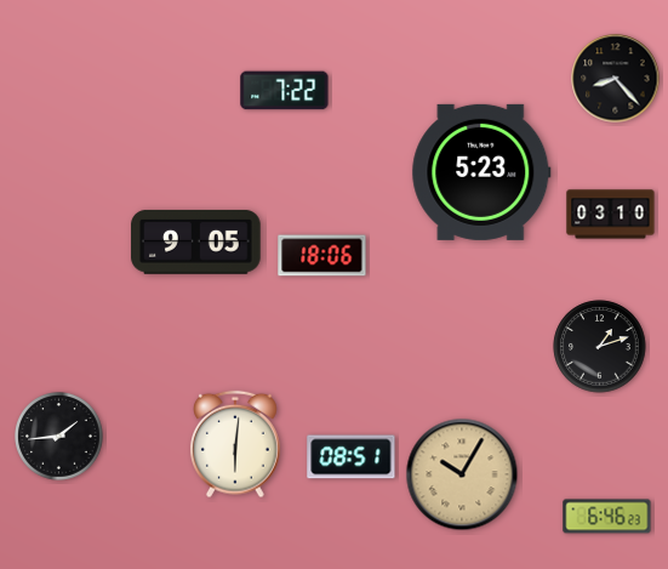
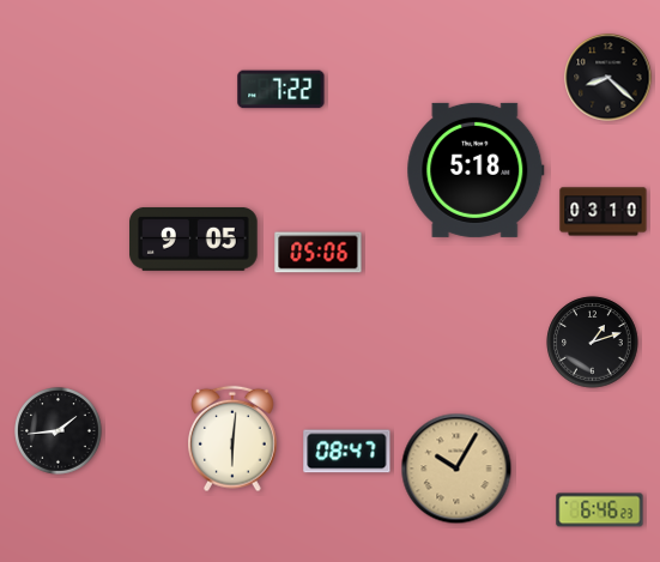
clock at (616, 79): 8:23 -> 8:22
clock at (481, 172): 5:23 -> 5:18
clock at (322, 256): 18:06 -> 05:06
clock at (352, 457): 08:51 -> 08:47
